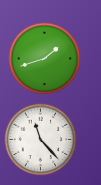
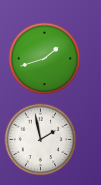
clock at (41, 140): 11:23 -> 1:58
